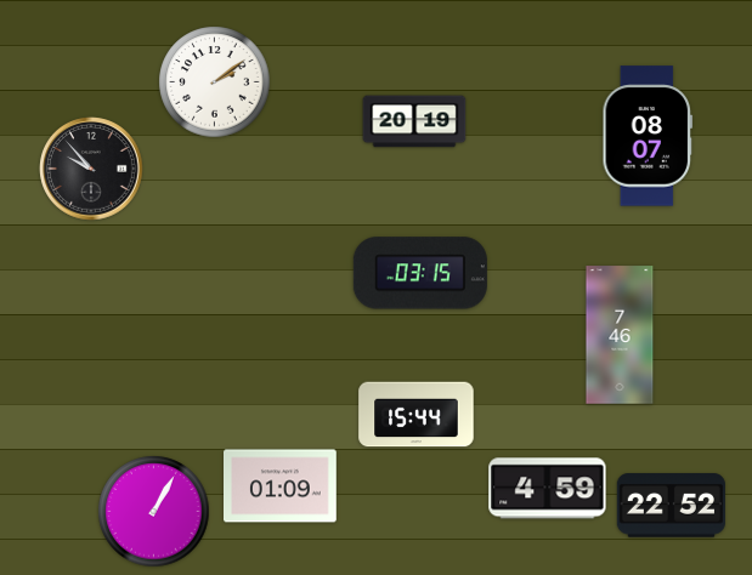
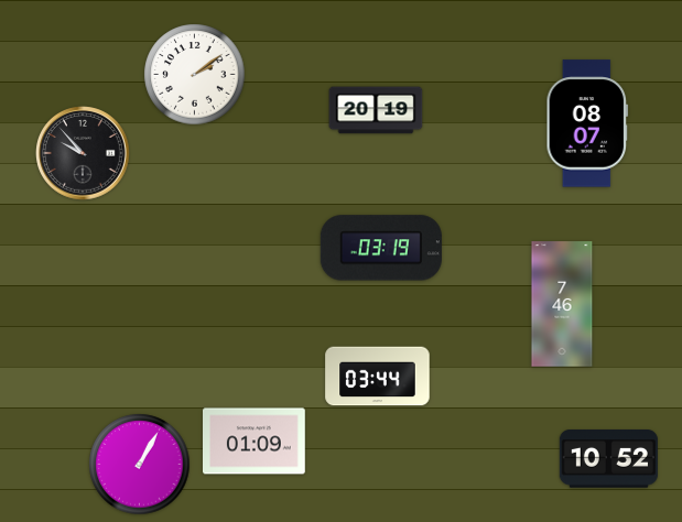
clock at (420, 273): 03:15 -> 03:19
clock at (417, 415): 15:44 -> 03:44
clock at (548, 489): 4:59 -> none
clock at (671, 506): 22:52 -> 10:52
